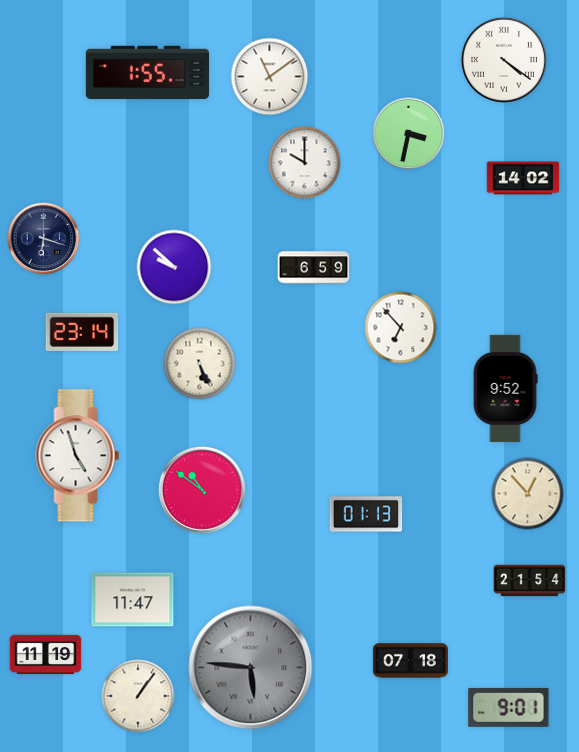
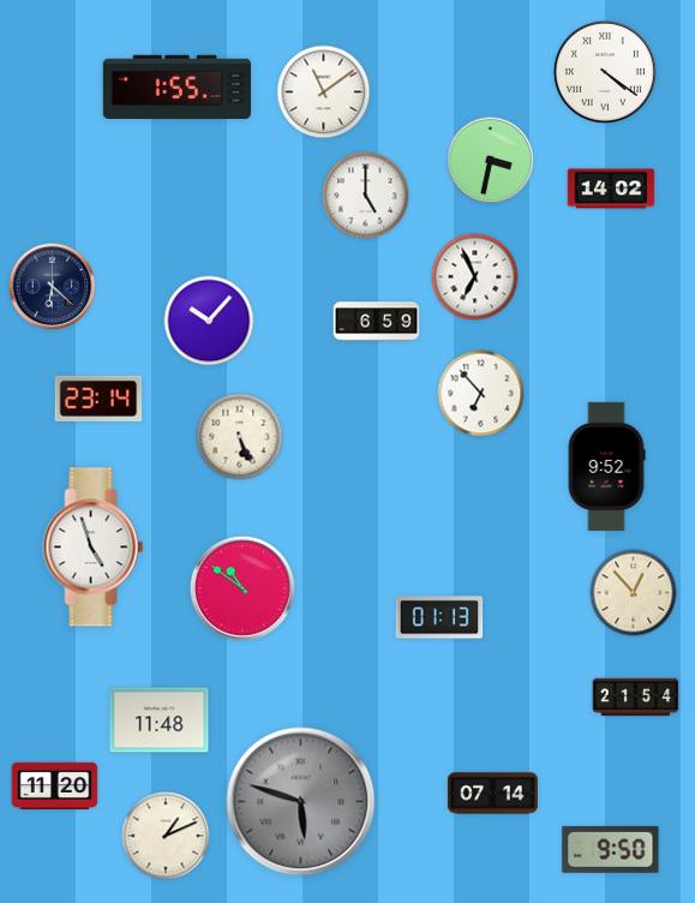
clock at (305, 163): 10:00 -> 5:00
clock at (523, 178) position: (523, 178) -> (611, 189)
clock at (475, 277): none -> 6:56
clock at (44, 239): 6:18 -> 6:22
clock at (174, 267): 9:52 -> 10:07
clock at (133, 600): 11:47 -> 11:48
clock at (46, 655): 11:19 -> 11:20
clock at (410, 661): 07:18 -> 07:14
clock at (251, 668): 5:46 -> 5:48
clock at (138, 696): 1:06 -> 1:11
clock at (509, 707): 9:01 -> 9:50
